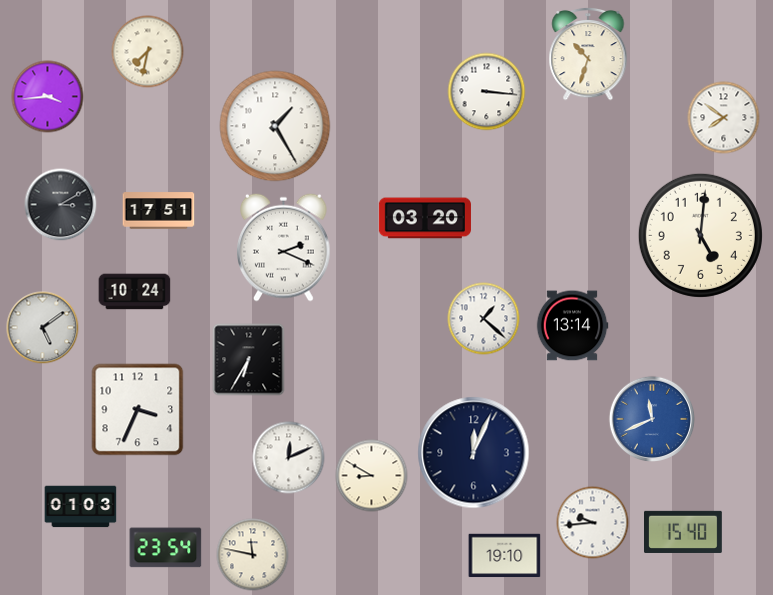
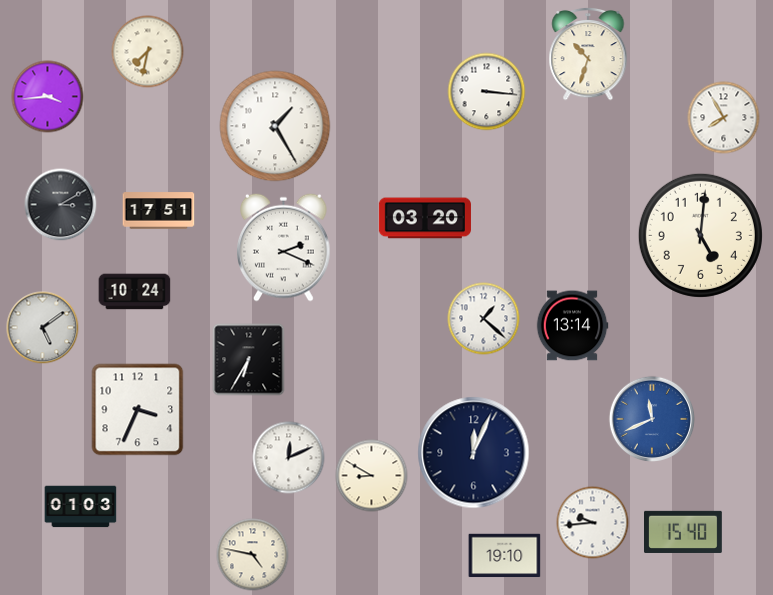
clock at (724, 118): 7:51 -> 7:55
clock at (166, 548): 23:54 -> none
clock at (253, 555): 11:47 -> 4:47
